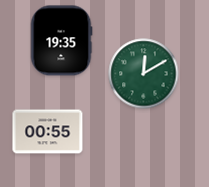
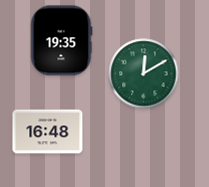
clock at (48, 132): 00:55 -> 16:48
